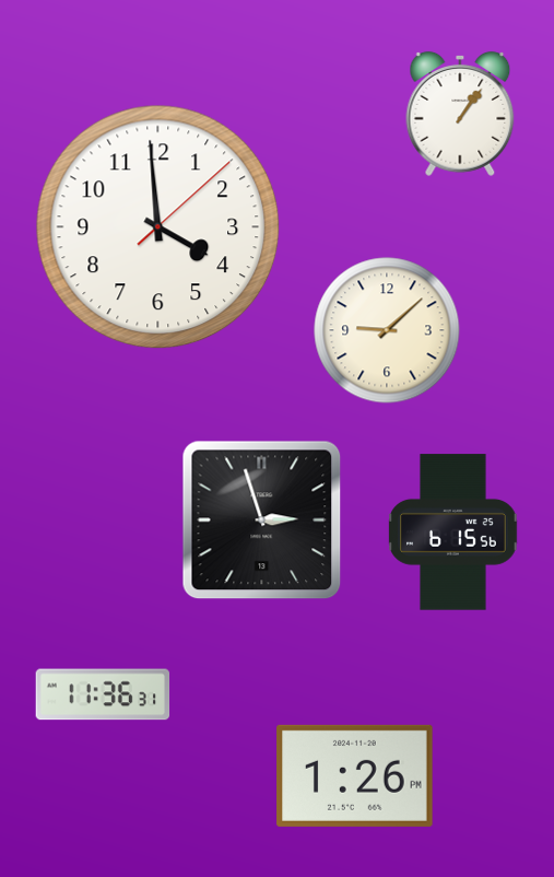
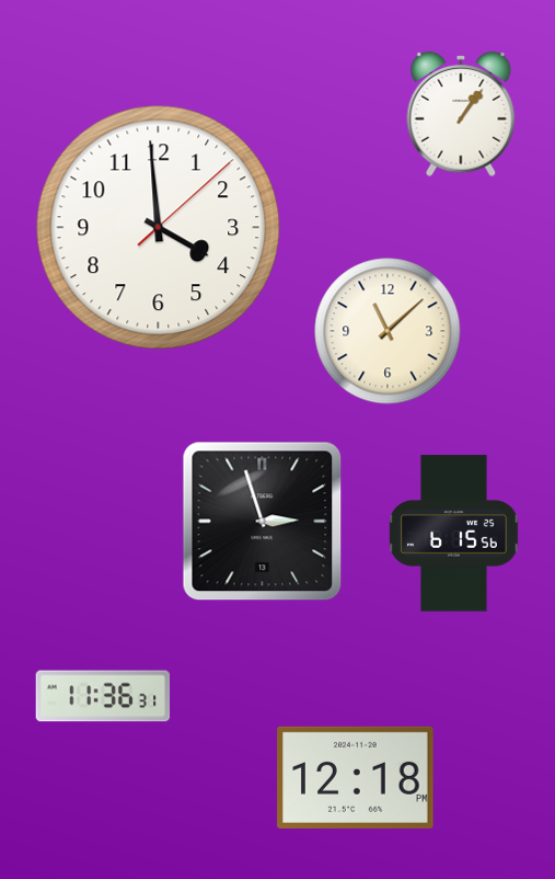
clock at (387, 330): 9:08 -> 11:08
clock at (355, 775): 1:26 -> 12:18
